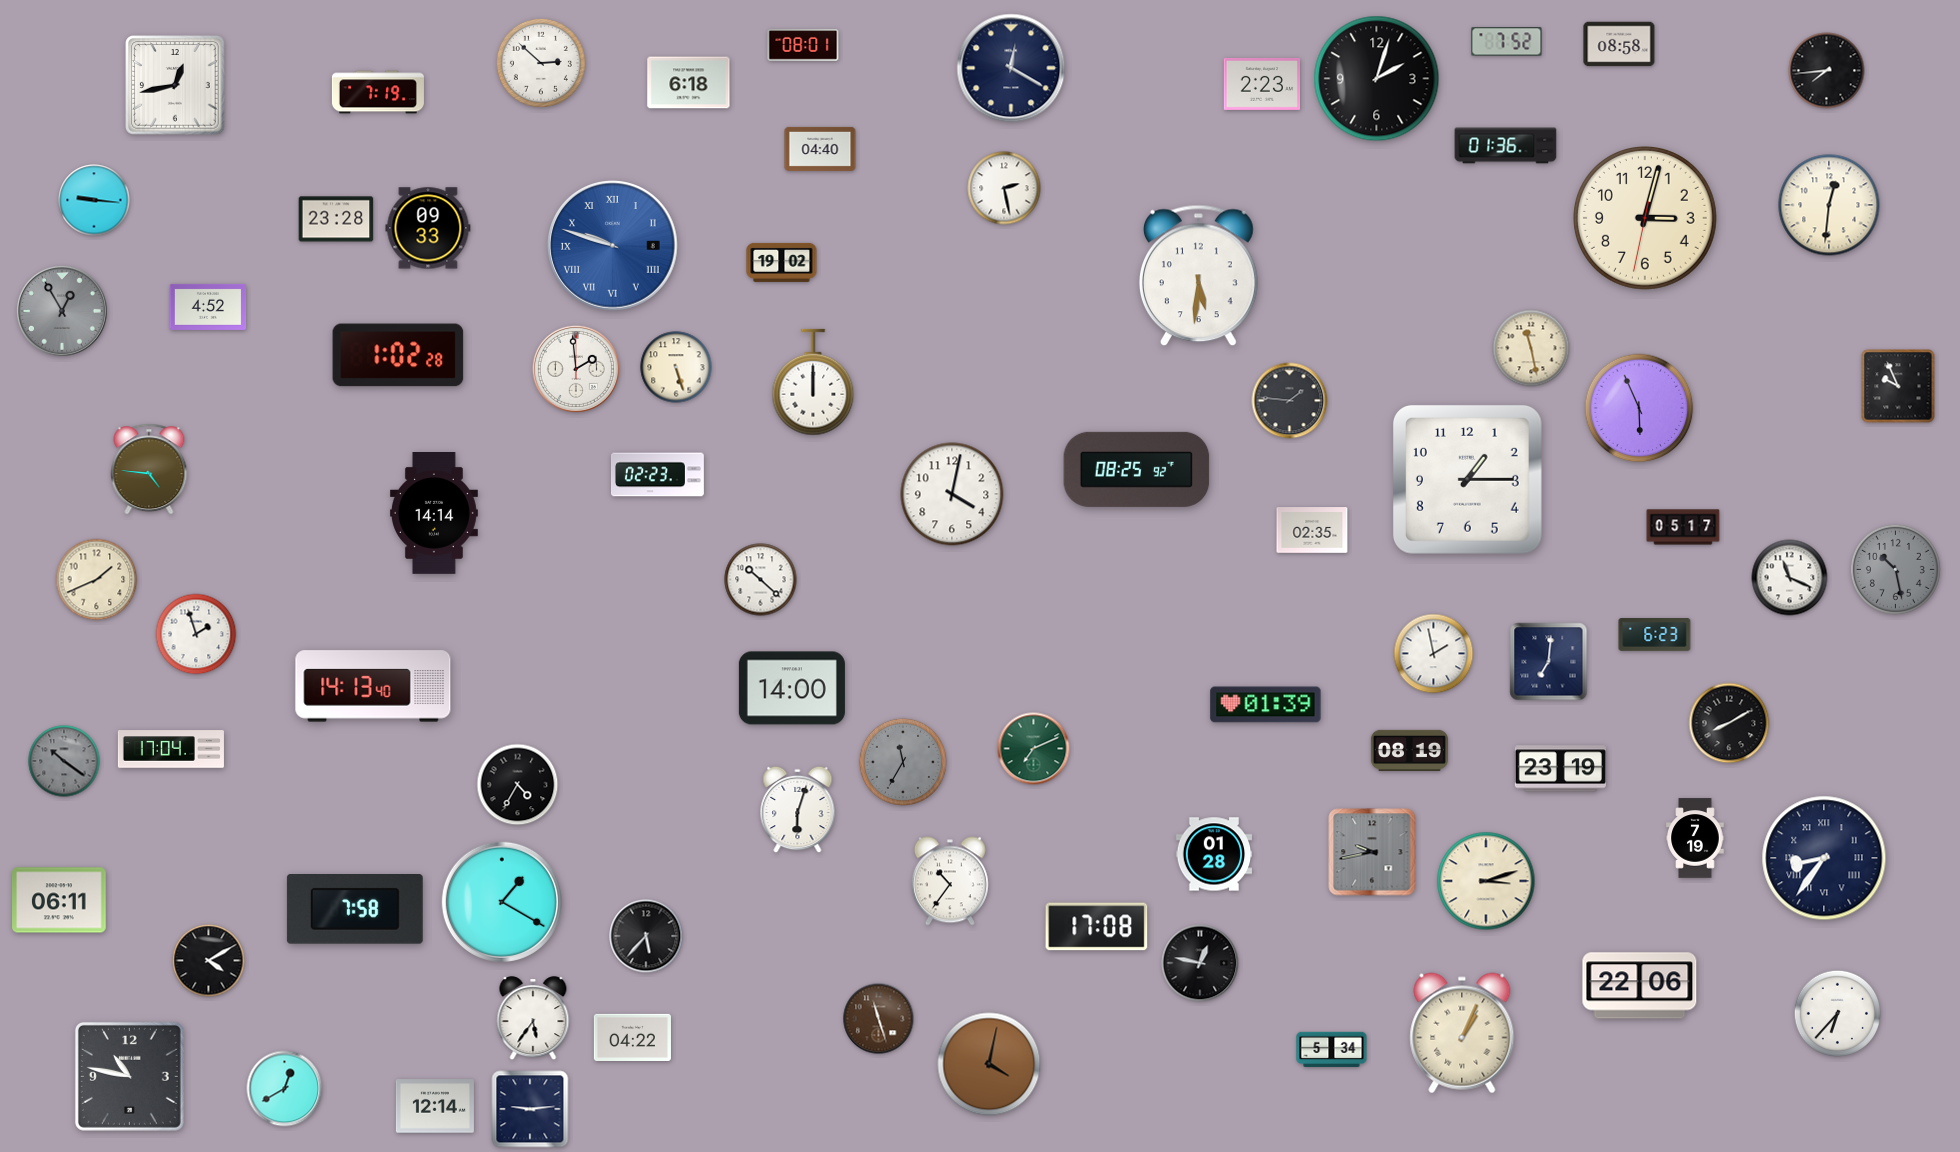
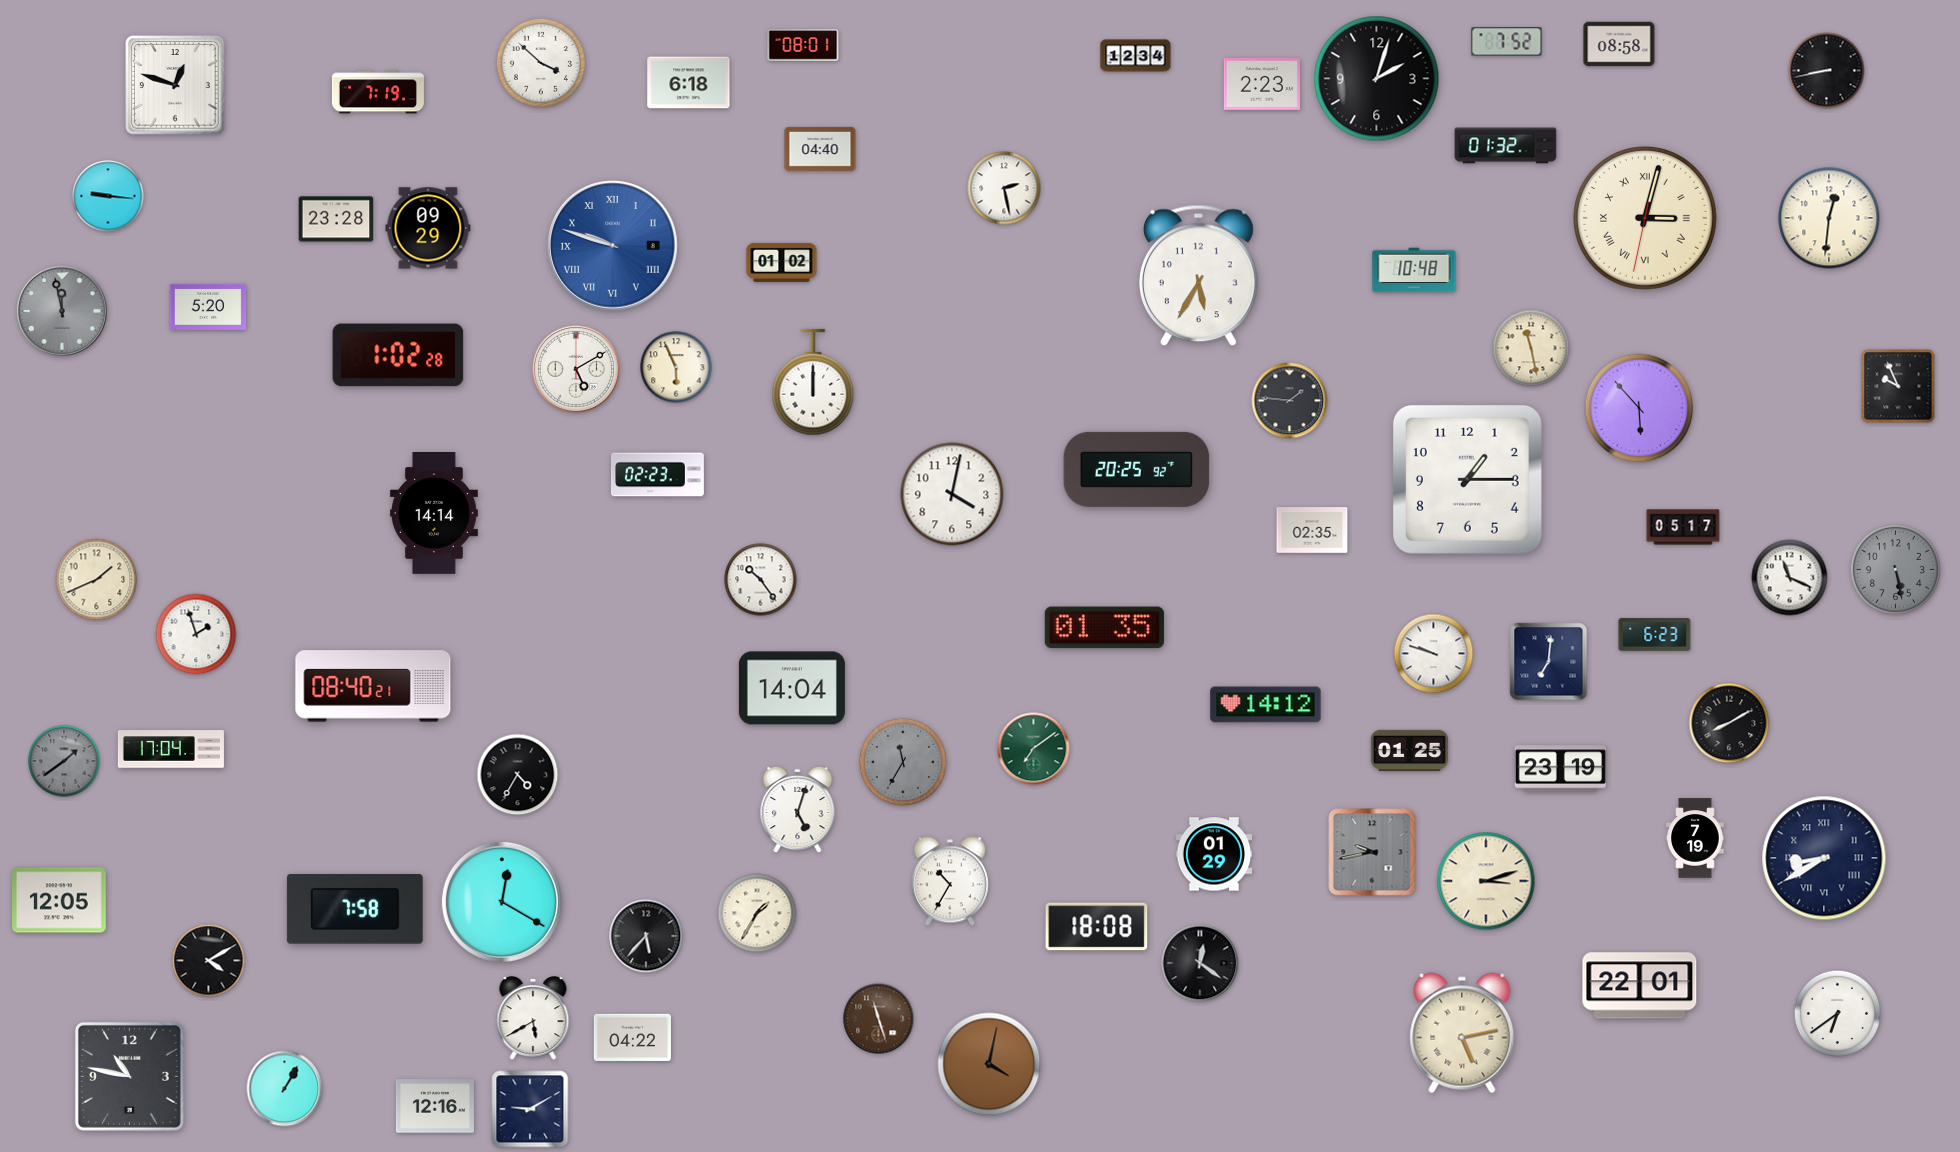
clock at (1136, 56): none -> 12:34
clock at (541, 63): 2:52 -> 3:52
clock at (1011, 68): 12:20 -> none
clock at (1827, 71): 7:44 -> 8:43
clock at (175, 85): 12:43 -> 12:48
clock at (1506, 146): 01:36 -> 01:32
clock at (94, 200) position: (94, 200) -> (108, 196)
clock at (1829, 205) position: (1829, 205) -> (1829, 218)
clock at (1646, 219) numerals: Arabic -> Roman
clock at (428, 228): 09:33 -> 09:29
clock at (782, 262): 19:02 -> 01:02
clock at (1414, 270): none -> 10:48
clock at (1198, 276): 5:31 -> 5:35
clock at (208, 307): 4:52 -> 5:20
clock at (62, 311): 12:55 -> 11:58
clock at (676, 367): 5:27 -> 5:56
clock at (576, 369): 1:59 -> 5:10
clock at (1639, 408): 5:56 -> 5:53
clock at (149, 469): 4:46 -> none
clock at (1137, 469): 08:25 -> 20:25
clock at (1895, 569): 10:28 -> 5:28
clock at (761, 580): 10:22 -> 10:24
clock at (1104, 628): none -> 01:35
clock at (1434, 654): 1:58 -> 9:48
clock at (373, 686): 14:13 -> 08:40
clock at (792, 688): 14:00 -> 14:04
clock at (1266, 705): 01:39 -> 14:12
clock at (1034, 749): 7:11 -> 7:09
clock at (1409, 750): 08:19 -> 01:25
clock at (64, 761): 10:21 -> 1:39
clock at (518, 785) position: (518, 785) -> (518, 775)
clock at (798, 810): 6:03 -> 5:03
clock at (1214, 854): 01:28 -> 01:29
clock at (1824, 858): 8:36 -> 8:40
clock at (950, 881): 10:36 -> 10:35
clock at (60, 900): 06:11 -> 12:05
clock at (502, 902): 1:20 -> 12:20
clock at (757, 913): none -> 1:35
clock at (1097, 927): 17:08 -> 18:08
clock at (1200, 963): 12:47 -> 12:21
clock at (1640, 986): 22:06 -> 22:01
clock at (1837, 1014): 6:37 -> 6:39
clock at (533, 1019): 5:36 -> 5:40
clock at (1462, 1033): 1:04 -> 5:13
clock at (1332, 1049): 5:34 -> none
clock at (285, 1089): 12:40 -> 1:05
clock at (435, 1106): 12:14 -> 12:16
clock at (530, 1109): 9:14 -> 9:10
